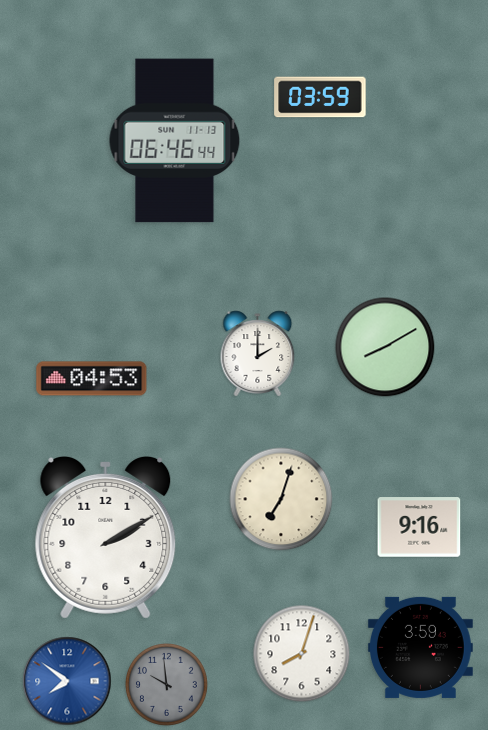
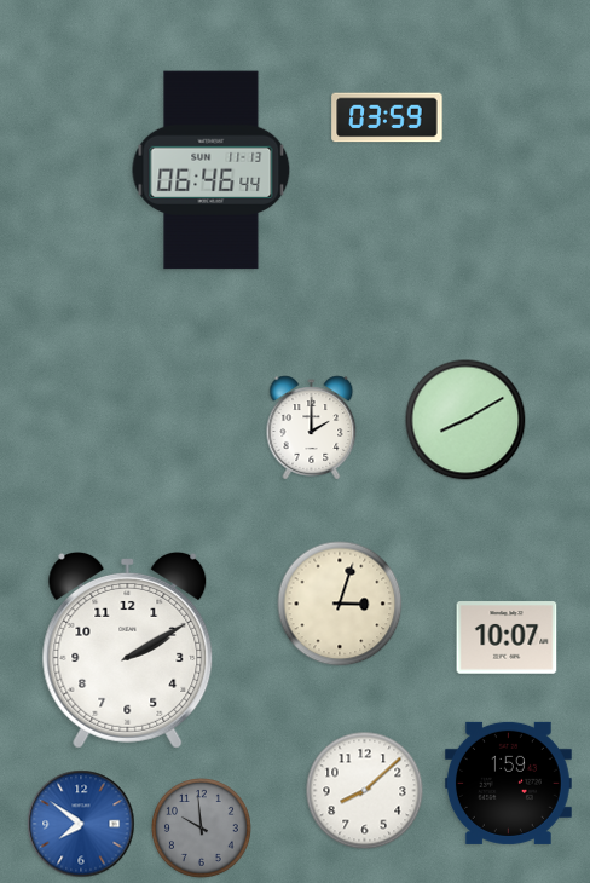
clock at (92, 379): 04:53 -> none
clock at (281, 499): 7:03 -> 3:03
clock at (419, 527): 9:16 -> 10:07
clock at (420, 647): 3:59 -> 1:59
clock at (302, 654): 8:03 -> 8:08
